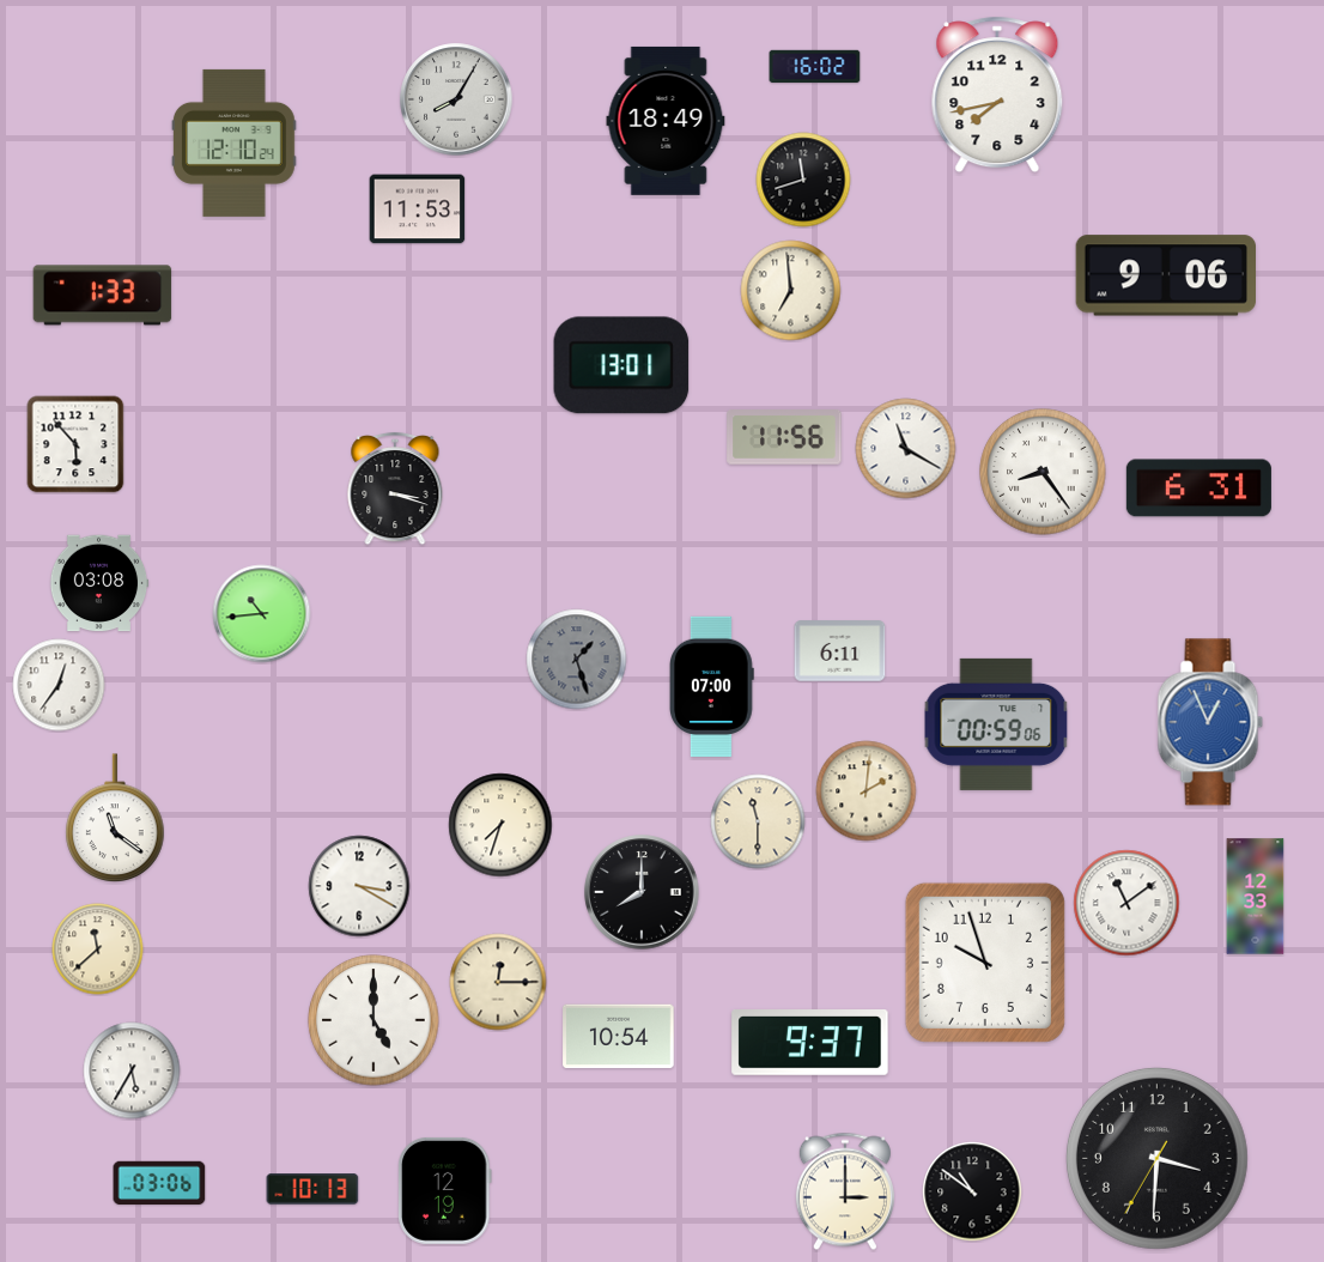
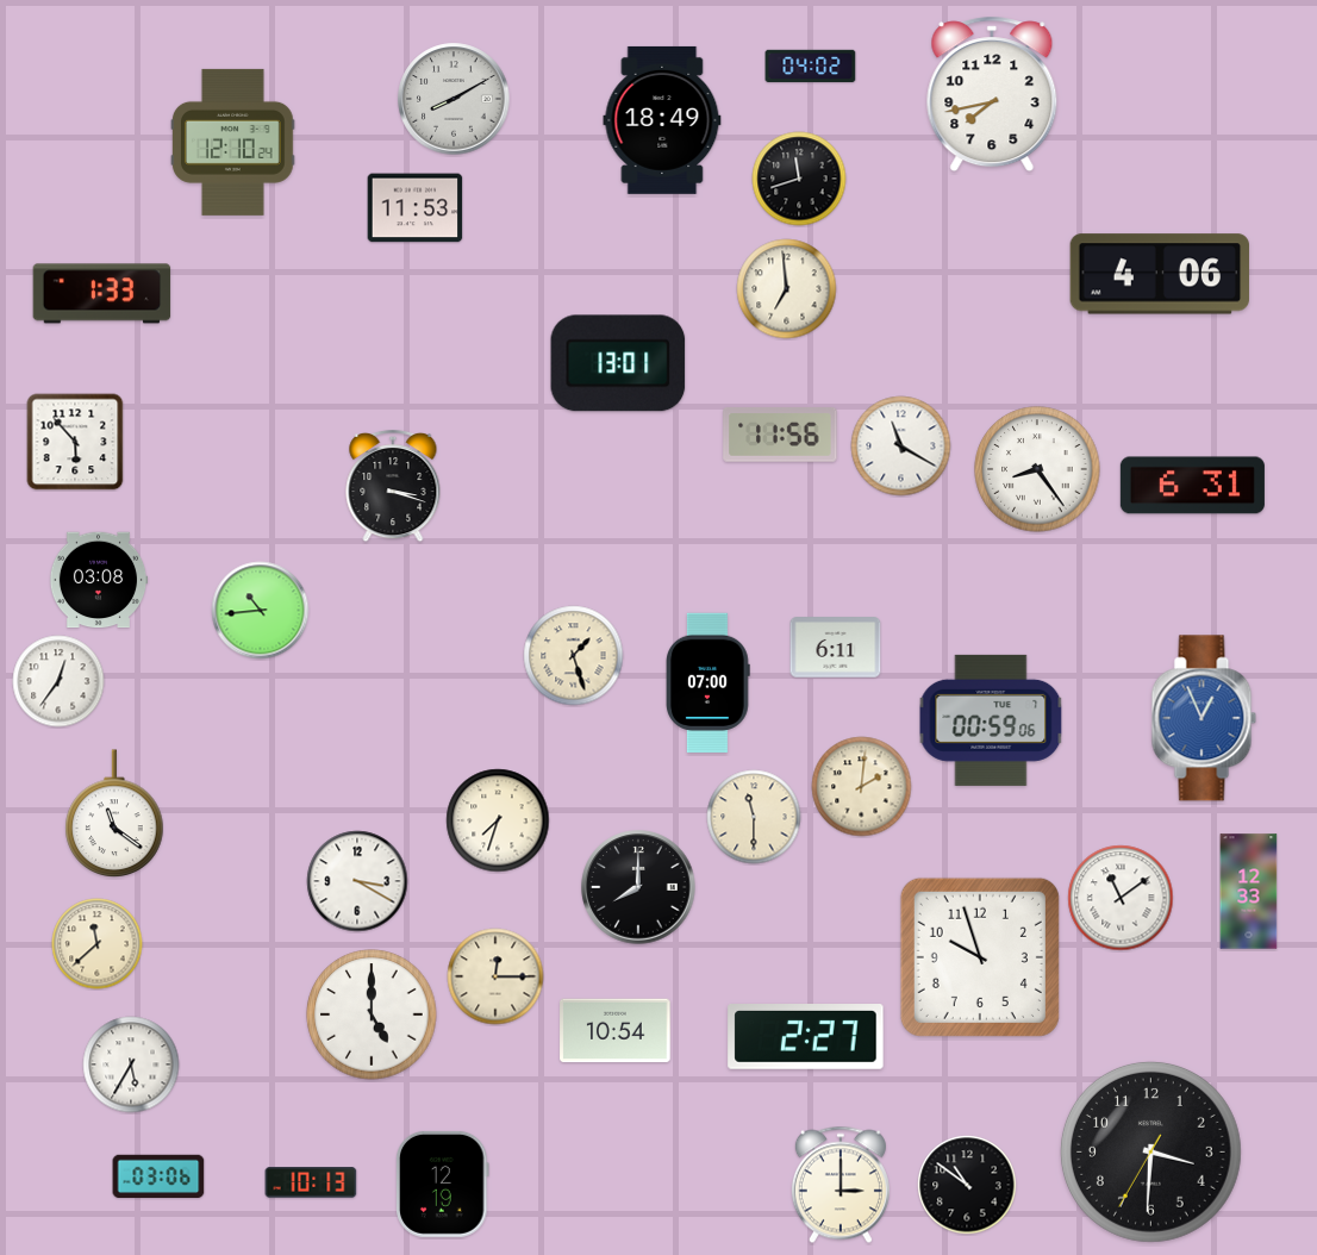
clock at (815, 67): 16:02 -> 04:02
clock at (456, 99): 8:05 -> 8:10
clock at (1165, 275): 9:06 -> 4:06
clock at (577, 660) dial: grey -> cream
clock at (810, 1043): 9:37 -> 2:27
